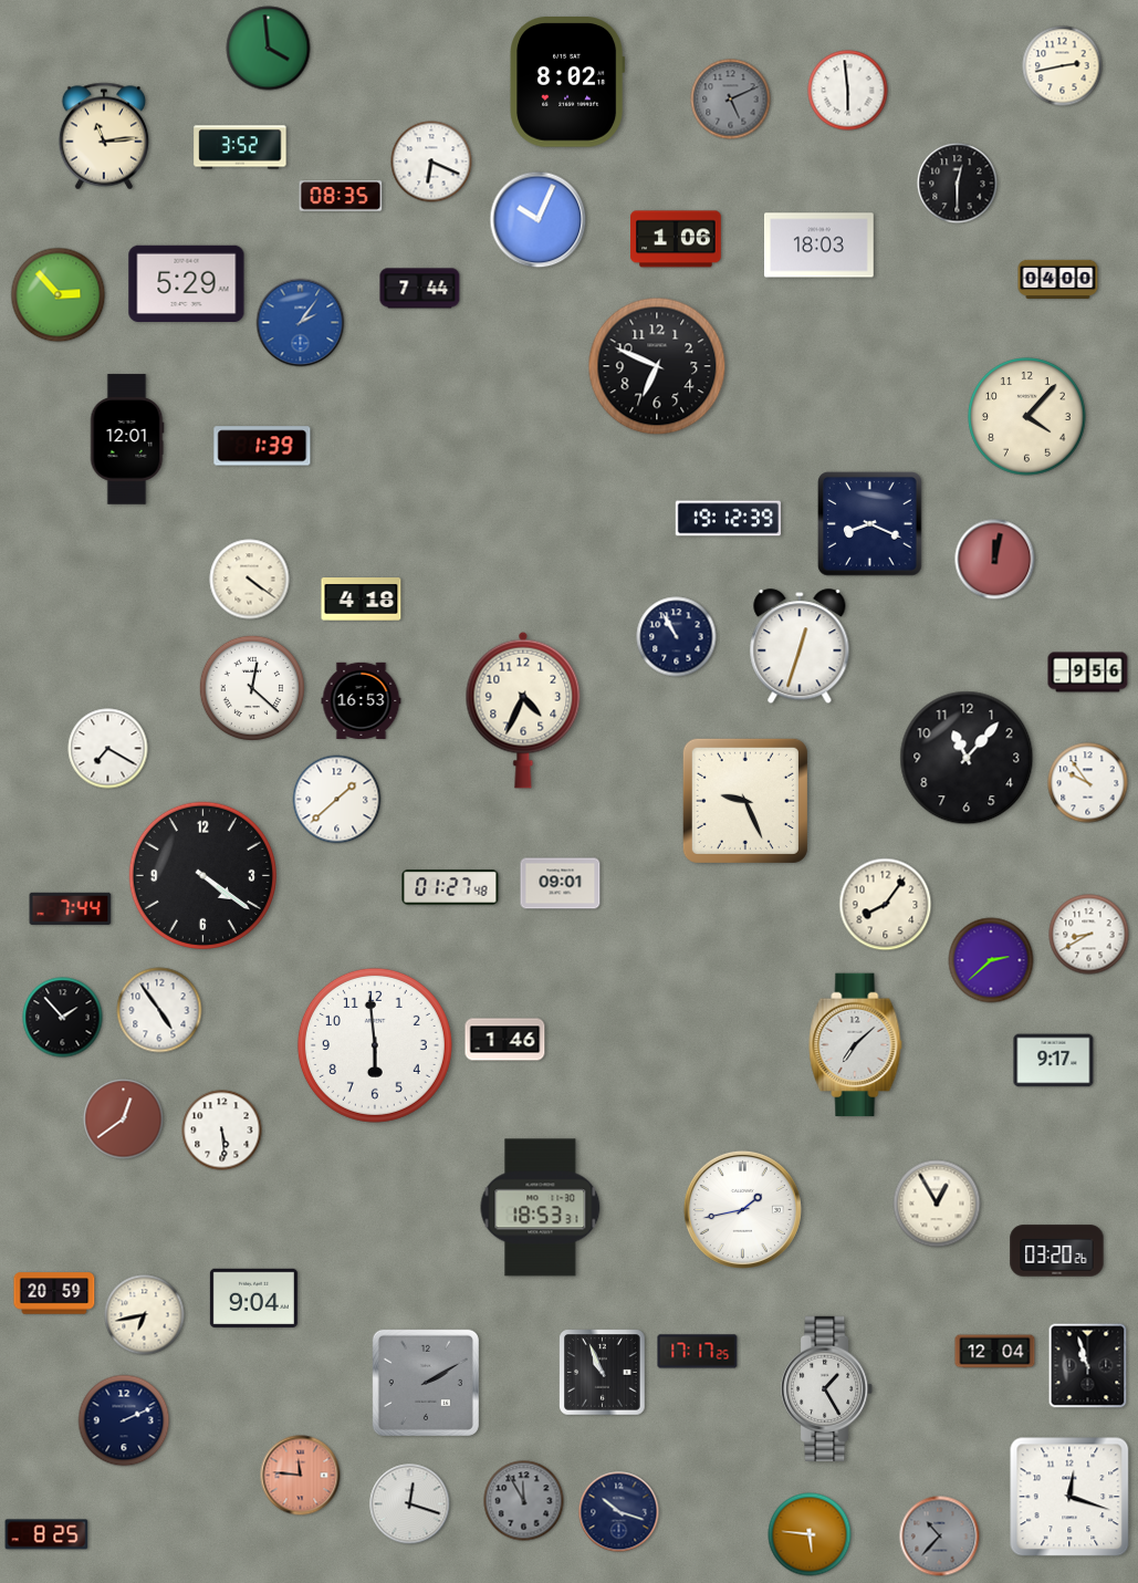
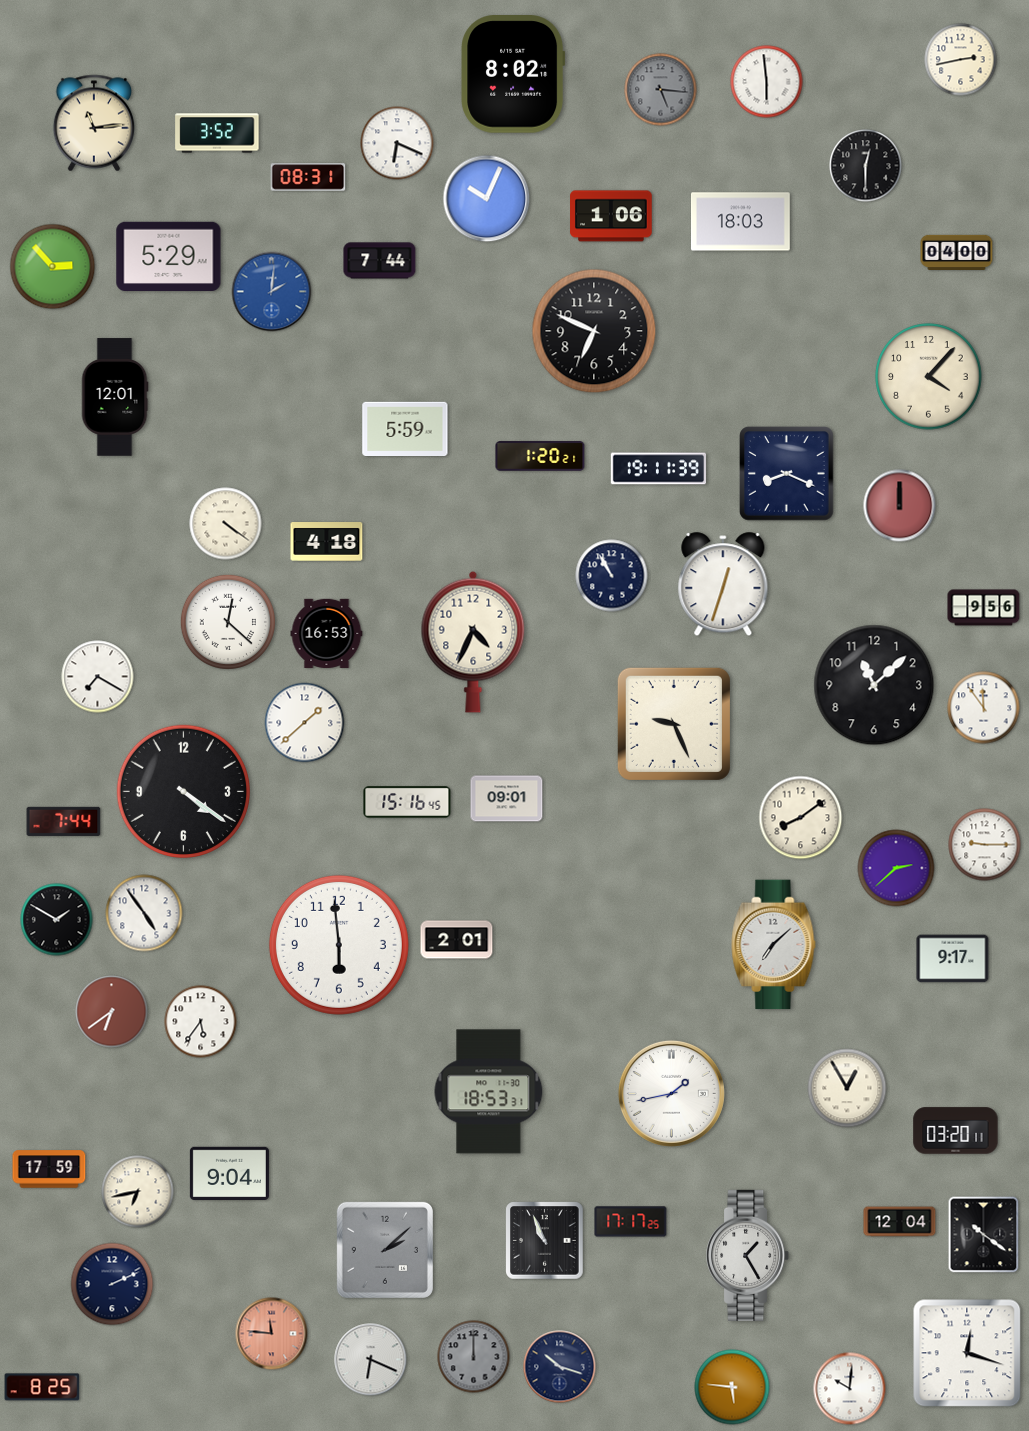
clock at (269, 49): 3:59 -> none
clock at (731, 100): 5:11 -> 5:16
clock at (431, 162) position: (431, 162) -> (397, 143)
clock at (341, 196): 08:35 -> 08:31
clock at (301, 323): 2:06 -> 2:01
clock at (262, 446): 1:39 -> none
clock at (405, 428): none -> 5:59
clock at (540, 456): none -> 1:20
clock at (729, 519): 19:12 -> 19:11
clock at (995, 560): 12:02 -> 12:00
clock at (967, 758): 11:07 -> 11:08
clock at (1088, 783): 9:54 -> 11:54
clock at (450, 887): 01:27 -> 15:16
clock at (886, 905): 8:06 -> 8:09
clock at (1089, 935): 8:40 -> 9:15
clock at (63, 1018): 1:53 -> 1:50
clock at (505, 1040): 1:46 -> 2:01
clock at (124, 1119): 12:39 -> 6:39
clock at (222, 1131): 5:29 -> 5:36
clock at (1057, 1251): 03:20:26 -> 03:20:11
clock at (54, 1293): 20:59 -> 17:59
clock at (145, 1315) position: (145, 1315) -> (138, 1192)
clock at (1088, 1366): 10:57 -> 10:21
clock at (426, 1383): 2:10 -> 2:08
clock at (524, 1501): 11:55 -> 12:00
clock at (410, 1504): 12:18 -> 6:19
clock at (940, 1537): 10:37 -> 10:01
clock at (940, 1537) dial: grey -> white
